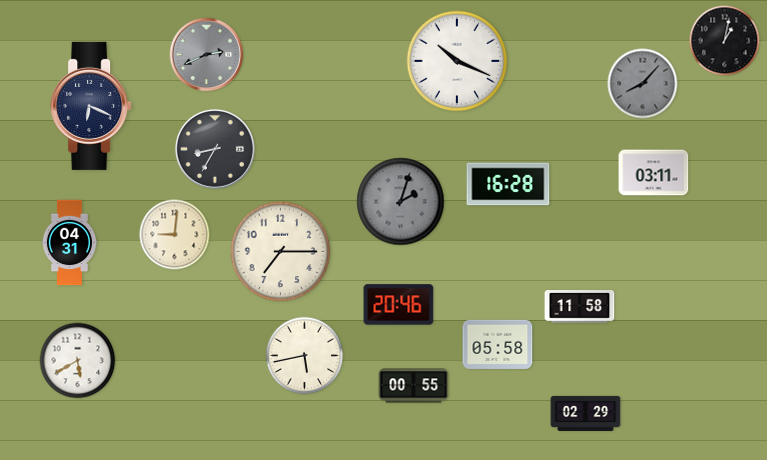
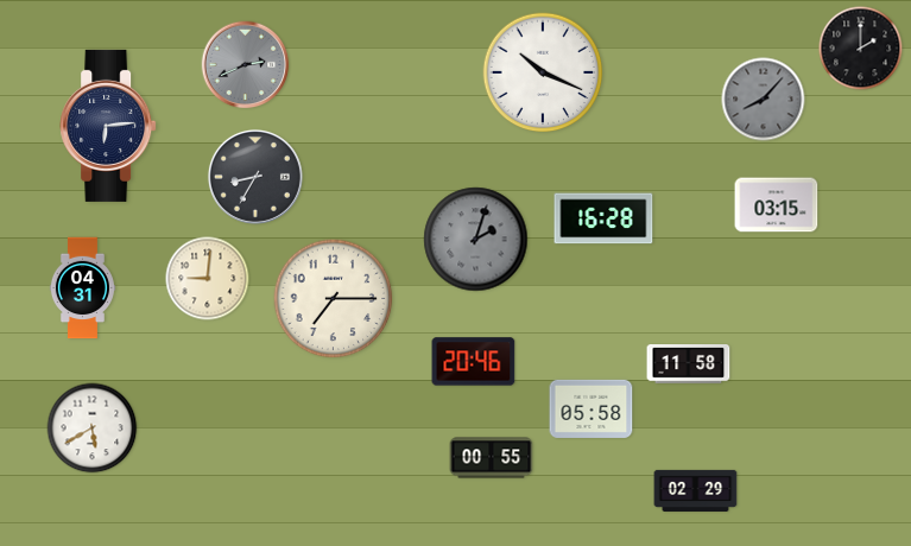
clock at (725, 41): 1:02 -> 2:00
clock at (91, 106): 6:19 -> 6:14
clock at (654, 173): 03:11 -> 03:15
clock at (305, 356): 5:43 -> none
